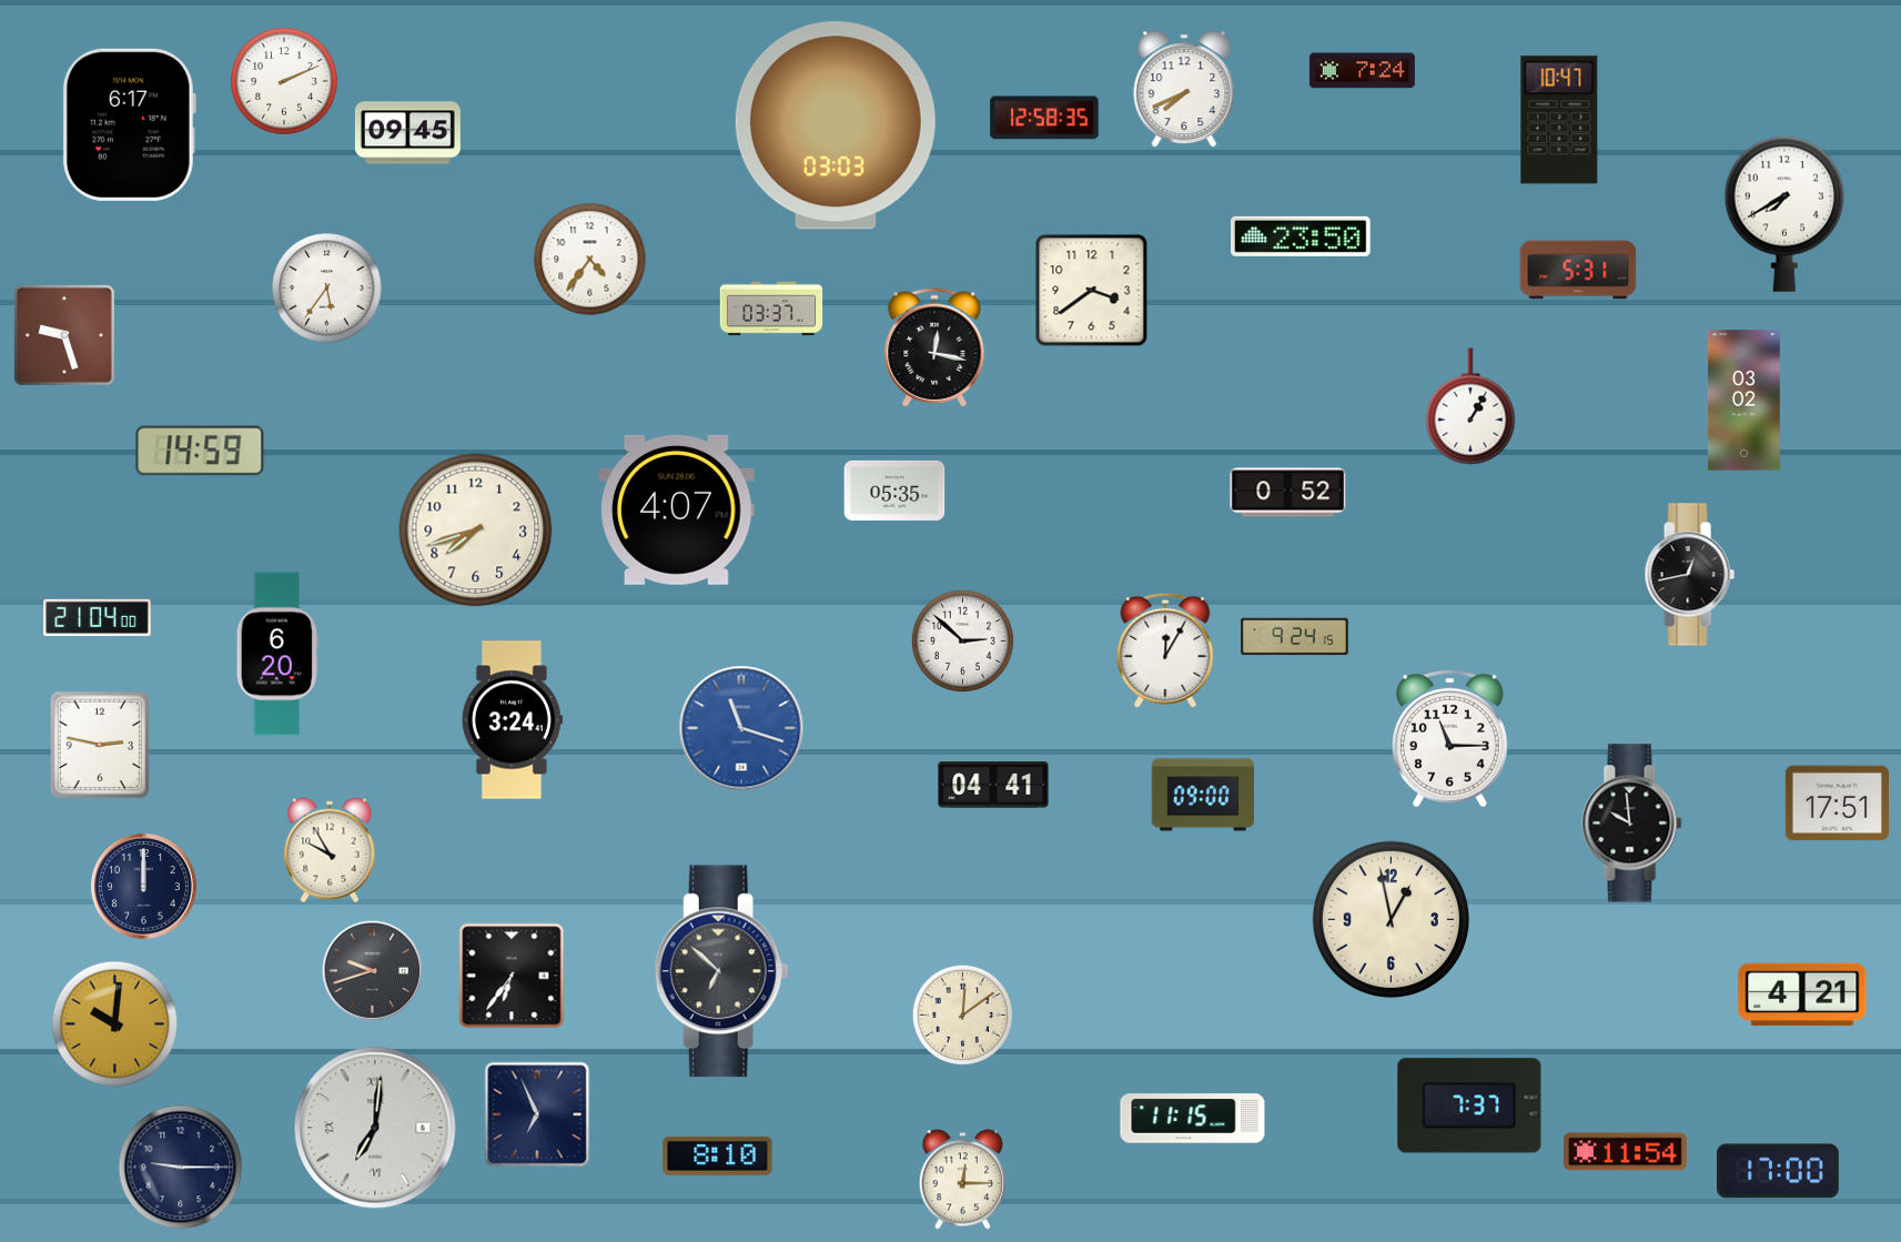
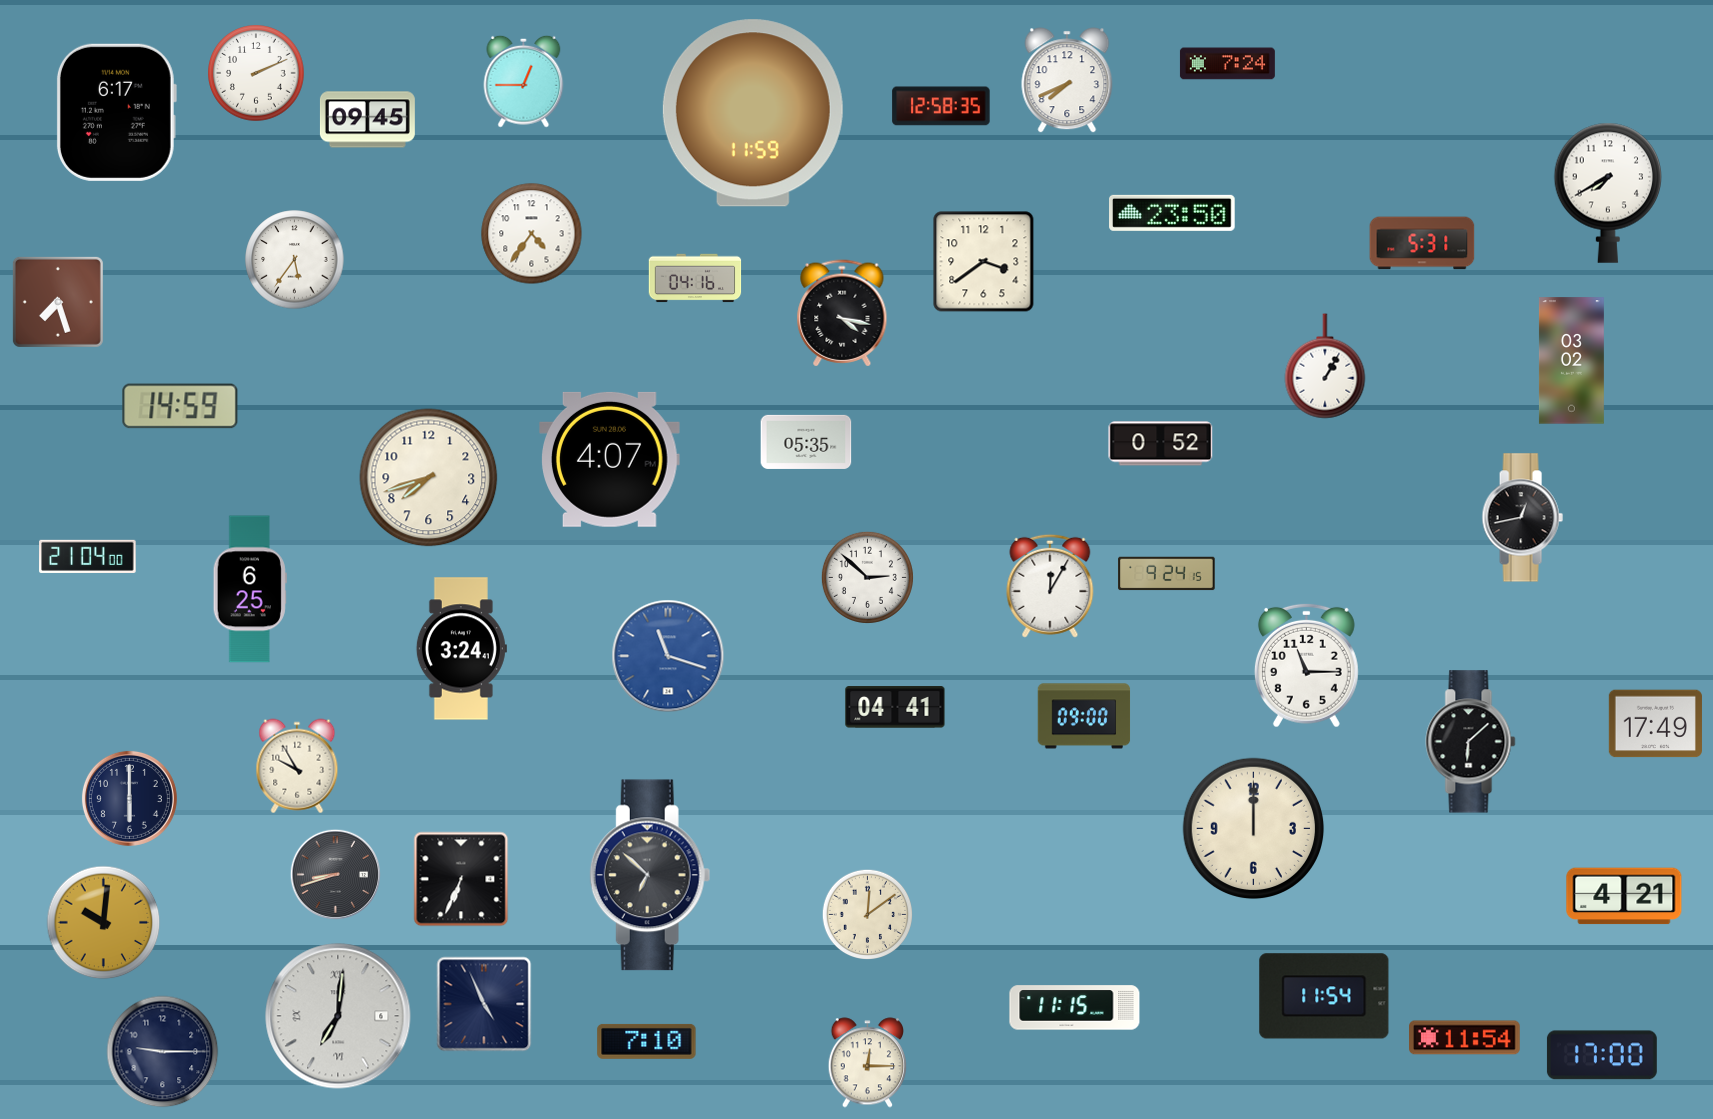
clock at (524, 81): none -> 12:45
clock at (1559, 120): 10:47 -> none
clock at (836, 125): 03:03 -> 11:59
clock at (771, 309): 03:37 -> 04:16
clock at (64, 335): 9:27 -> 7:27
clock at (934, 347): 12:17 -> 4:17
clock at (277, 654): 6:20 -> 6:25
clock at (100, 745): 2:47 -> none
clock at (1837, 804): 17:51 -> 17:49
clock at (1632, 824): 9:59 -> 6:08
clock at (143, 886): 12:00 -> 6:00
clock at (1392, 920): 12:58 -> 12:00
clock at (372, 970): 9:42 -> 8:42
clock at (512, 976): 6:36 -> 6:34
clock at (1469, 1105): 7:37 -> 11:54
clock at (537, 1114): 6:56 -> 4:56
clock at (718, 1155): 8:10 -> 7:10
